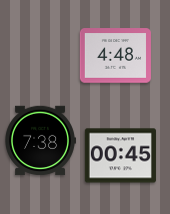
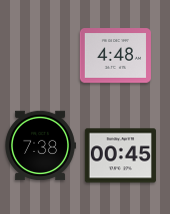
clock at (40, 141) position: (40, 141) -> (40, 146)
